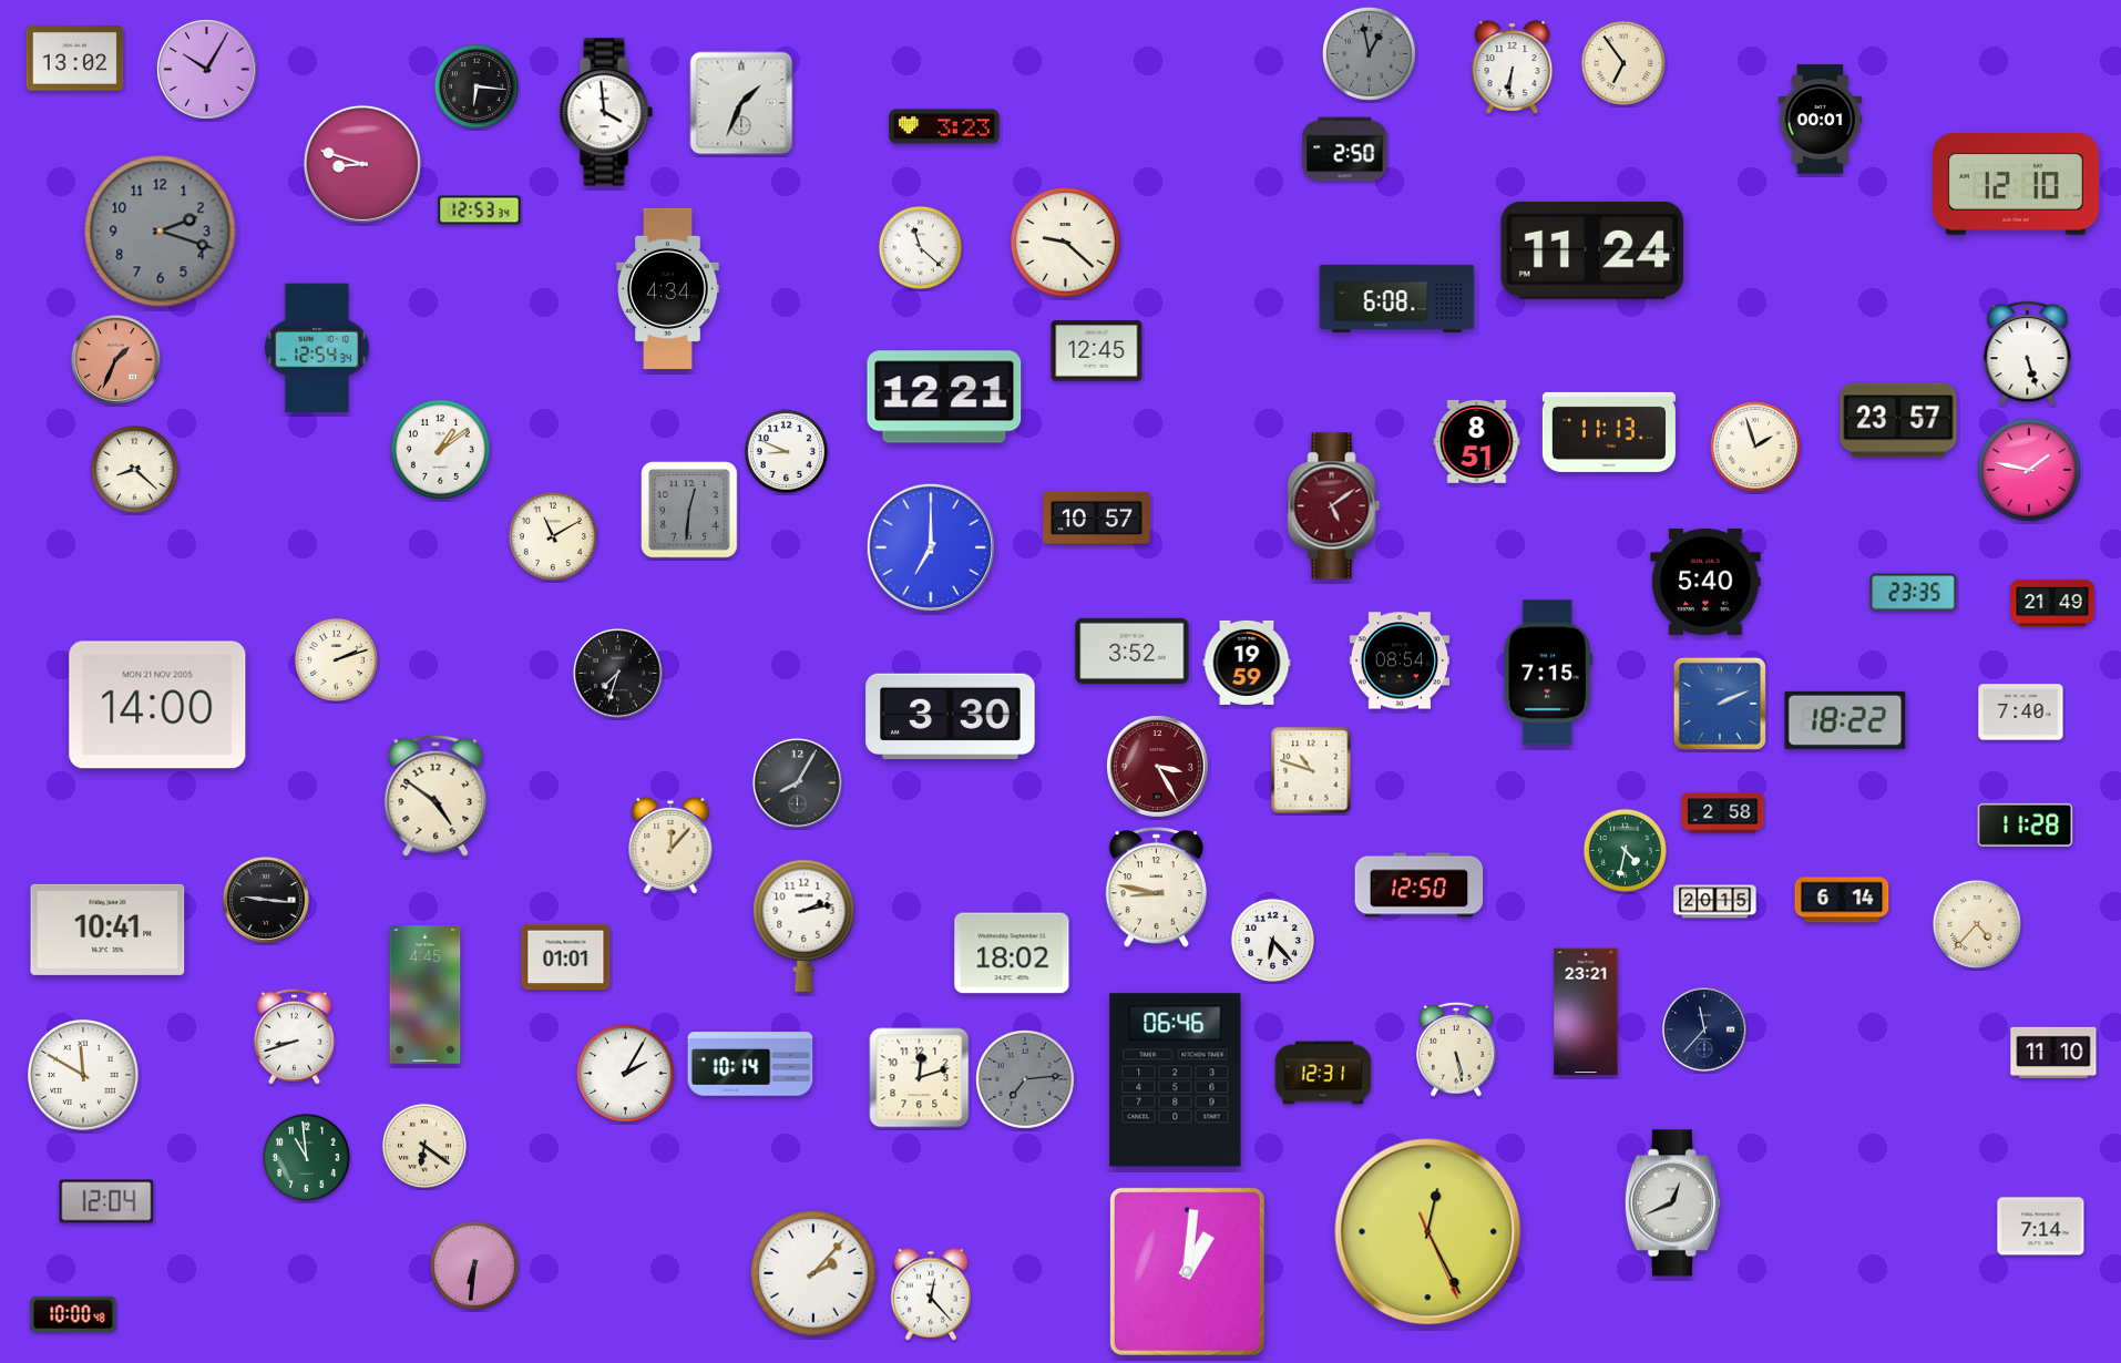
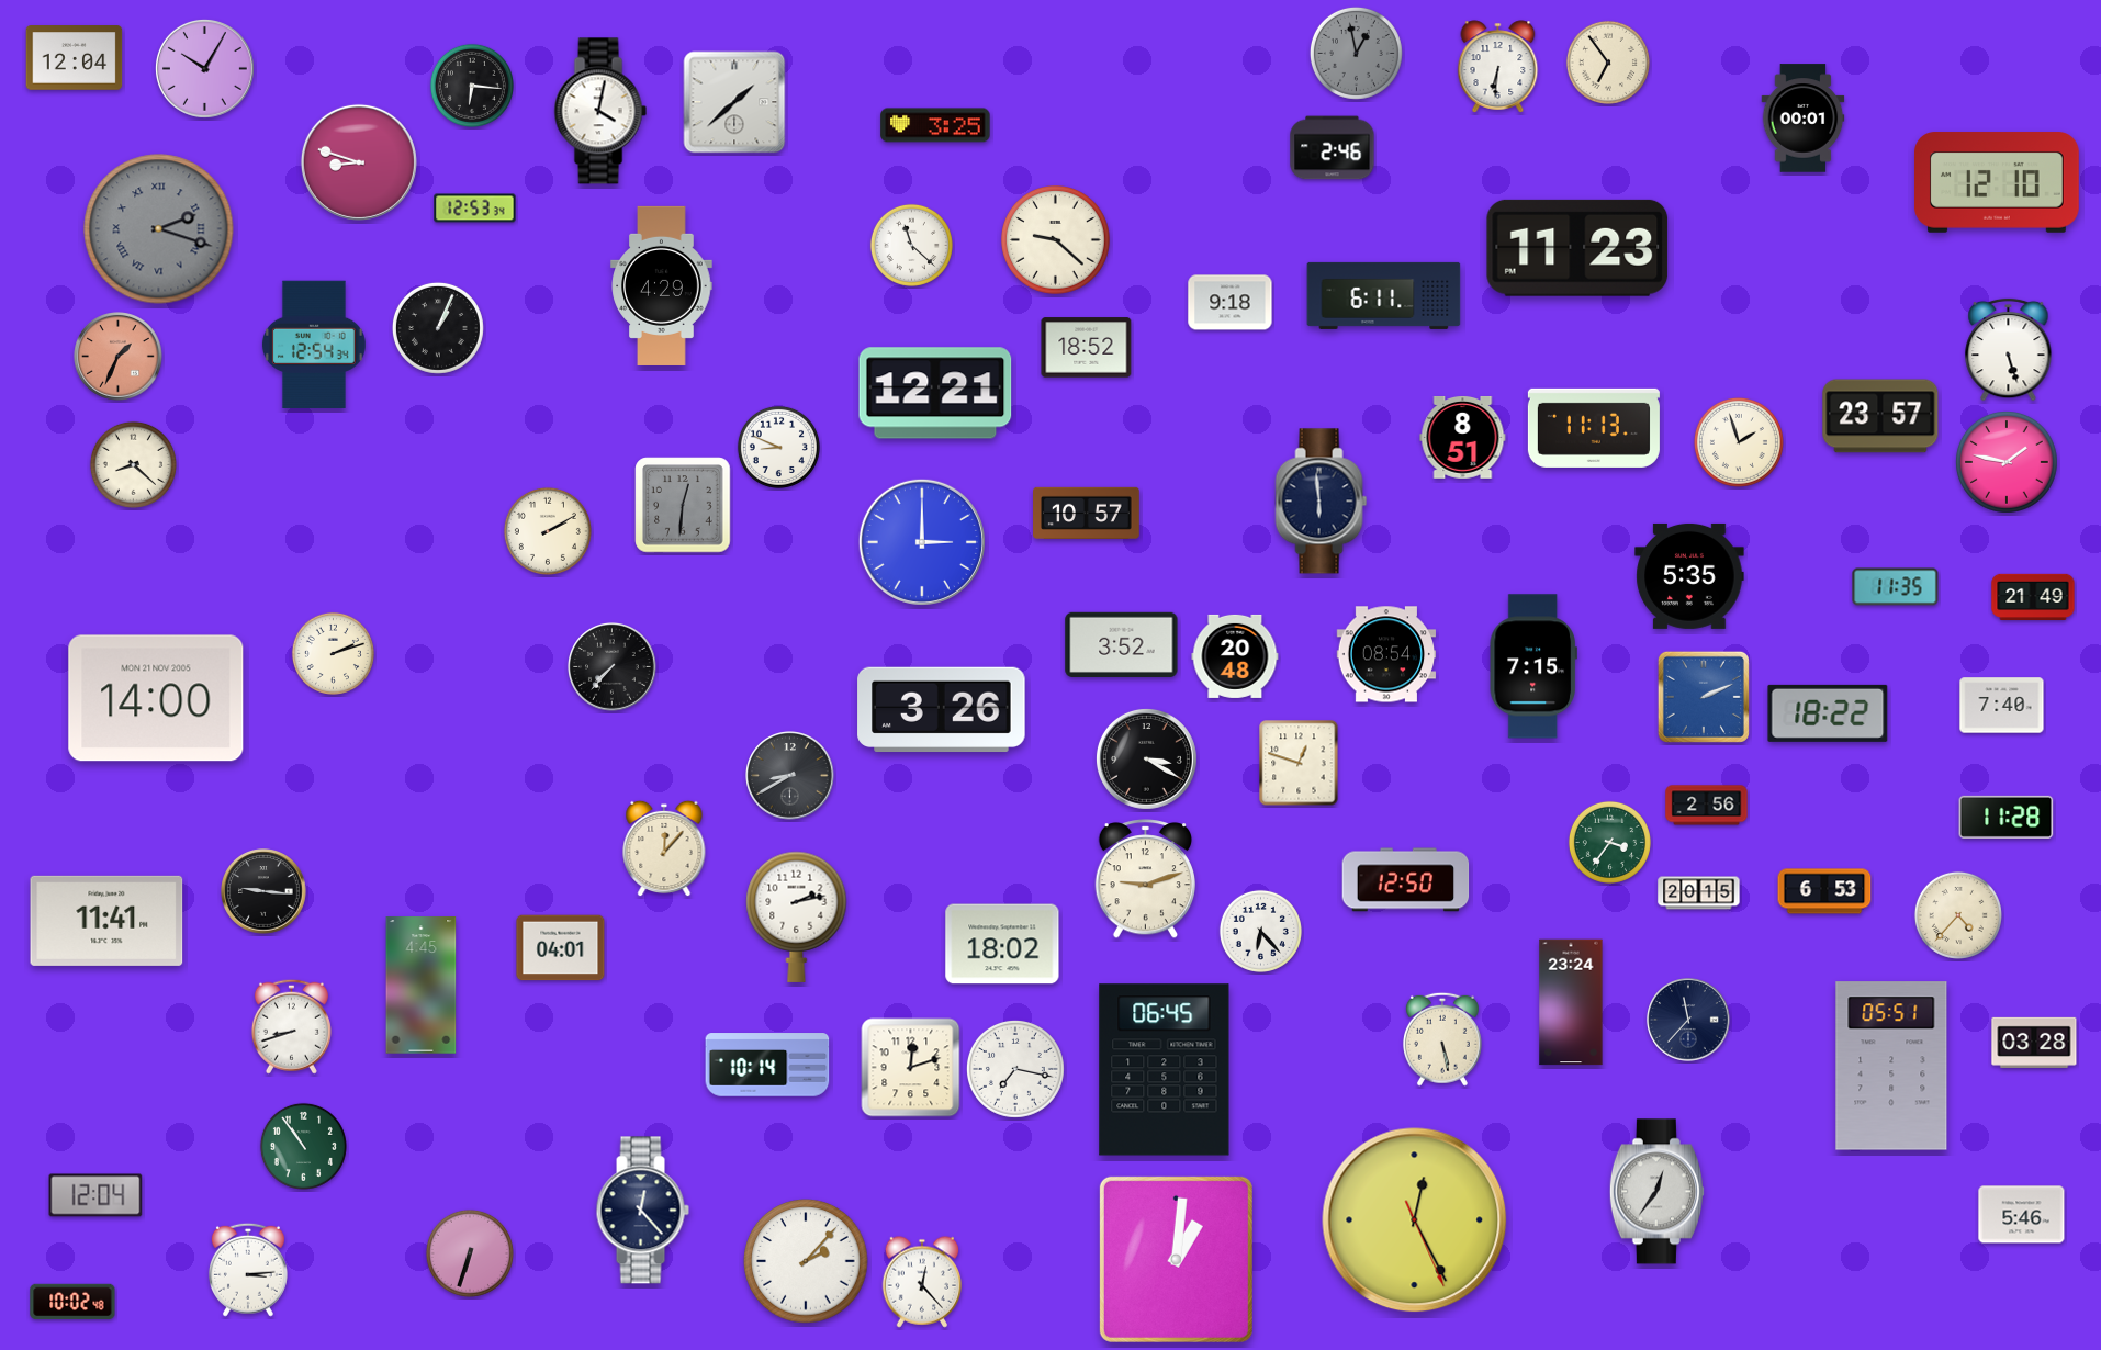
clock at (75, 59): 13:02 -> 12:04
clock at (741, 103): 1:34 -> 1:38
clock at (606, 112): 3:59 -> 4:02
clock at (944, 126): 3:23 -> 3:25
clock at (1345, 150): 2:50 -> 2:46
clock at (161, 232) numerals: Arabic -> Roman
clock at (1592, 250): 11:24 -> 11:23
clock at (668, 288): 4:34 -> 4:29
clock at (1397, 298): 6:08 -> 6:11
clock at (1231, 303): none -> 9:18
clock at (438, 328): none -> 1:04
clock at (1097, 351): 12:45 -> 18:52
clock at (116, 360) position: (116, 360) -> (119, 357)
clock at (440, 449): 1:09 -> none
clock at (2030, 471) position: (2030, 471) -> (2008, 463)
clock at (1334, 506): 5:09 -> 5:59
clock at (1334, 506) dial: burgundy -> navy
clock at (553, 536): 11:10 -> 2:10
clock at (931, 547): 7:00 -> 3:00
clock at (1705, 582): 5:40 -> 5:35
clock at (1914, 593): 23:35 -> 11:35
clock at (1247, 663): 19:59 -> 20:48
clock at (618, 674): 7:33 -> 7:37
clock at (951, 717): 3:30 -> 3:26
clock at (1157, 766): 3:25 -> 3:20
clock at (1157, 766) dial: burgundy -> black
clock at (1311, 770): 10:48 -> 12:48
clock at (798, 783): 8:05 -> 8:40
clock at (436, 796): 4:51 -> none
clock at (1723, 813): 2:58 -> 2:56
clock at (670, 846) position: (670, 846) -> (664, 848)
clock at (1625, 850): 4:32 -> 3:36
clock at (1420, 885) position: (1420, 885) -> (1406, 880)
clock at (1157, 888): 8:47 -> 9:12
clock at (1842, 900): 6:14 -> 6:53
clock at (107, 930): 10:41 -> 11:41
clock at (566, 957): 01:01 -> 04:01
clock at (1586, 1012): 23:21 -> 23:24
clock at (2053, 1053): 11:10 -> 03:28
clock at (750, 1064) position: (750, 1064) -> (767, 1065)
clock at (625, 1073): 2:05 -> none
clock at (1323, 1073): 12:31 -> none
clock at (83, 1075): 11:50 -> none
clock at (1891, 1066): none -> 05:51
clock at (1025, 1079): 7:14 -> 7:17
clock at (1025, 1079) dial: grey -> white
clock at (1176, 1080): 06:46 -> 06:45
clock at (424, 1146): 6:21 -> none
clock at (306, 1157): 10:59 -> 10:54
clock at (106, 1201) position: (106, 1201) -> (95, 1195)
clock at (1672, 1203): 12:41 -> 12:36
clock at (642, 1211): none -> 12:23
clock at (2041, 1227): 7:14 -> 5:46
clock at (474, 1265): 6:31 -> 6:33
clock at (248, 1270): none -> 3:14
clock at (73, 1314): 10:00 -> 10:02
